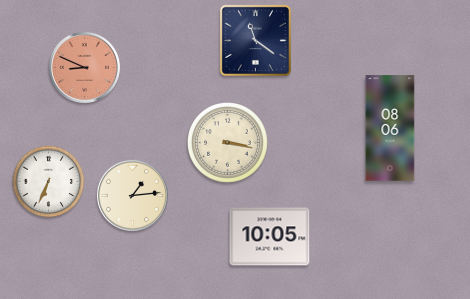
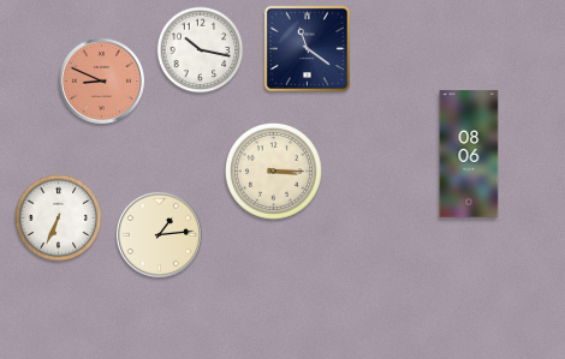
clock at (201, 50): none -> 10:17
clock at (228, 143): 3:17 -> 3:15
clock at (270, 237): 10:05 -> none
